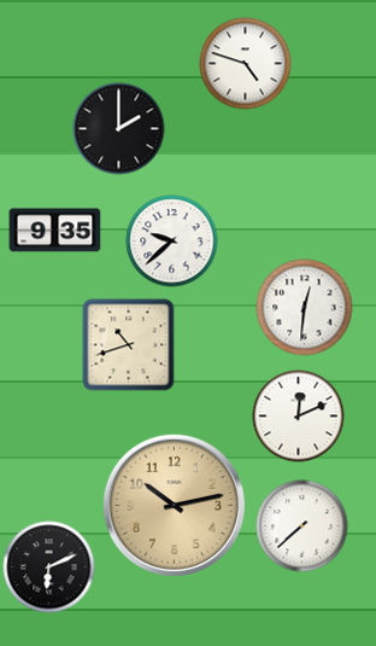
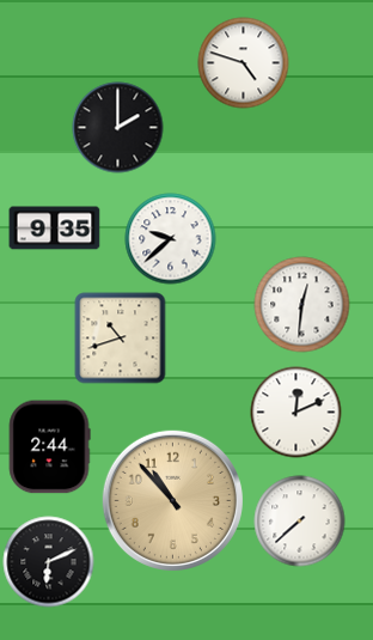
clock at (129, 345) position: (129, 345) -> (121, 339)
clock at (49, 447): none -> 2:44
clock at (174, 505): 10:13 -> 10:53
